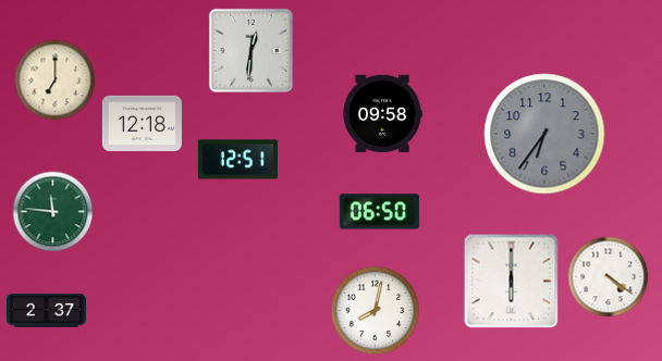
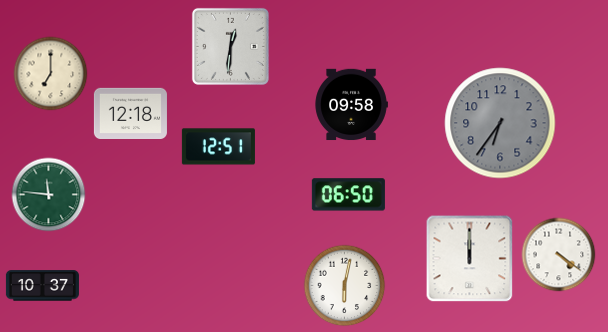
clock at (512, 282): 6:00 -> 12:00
clock at (46, 311): 2:37 -> 10:37
clock at (376, 311): 8:02 -> 6:02
